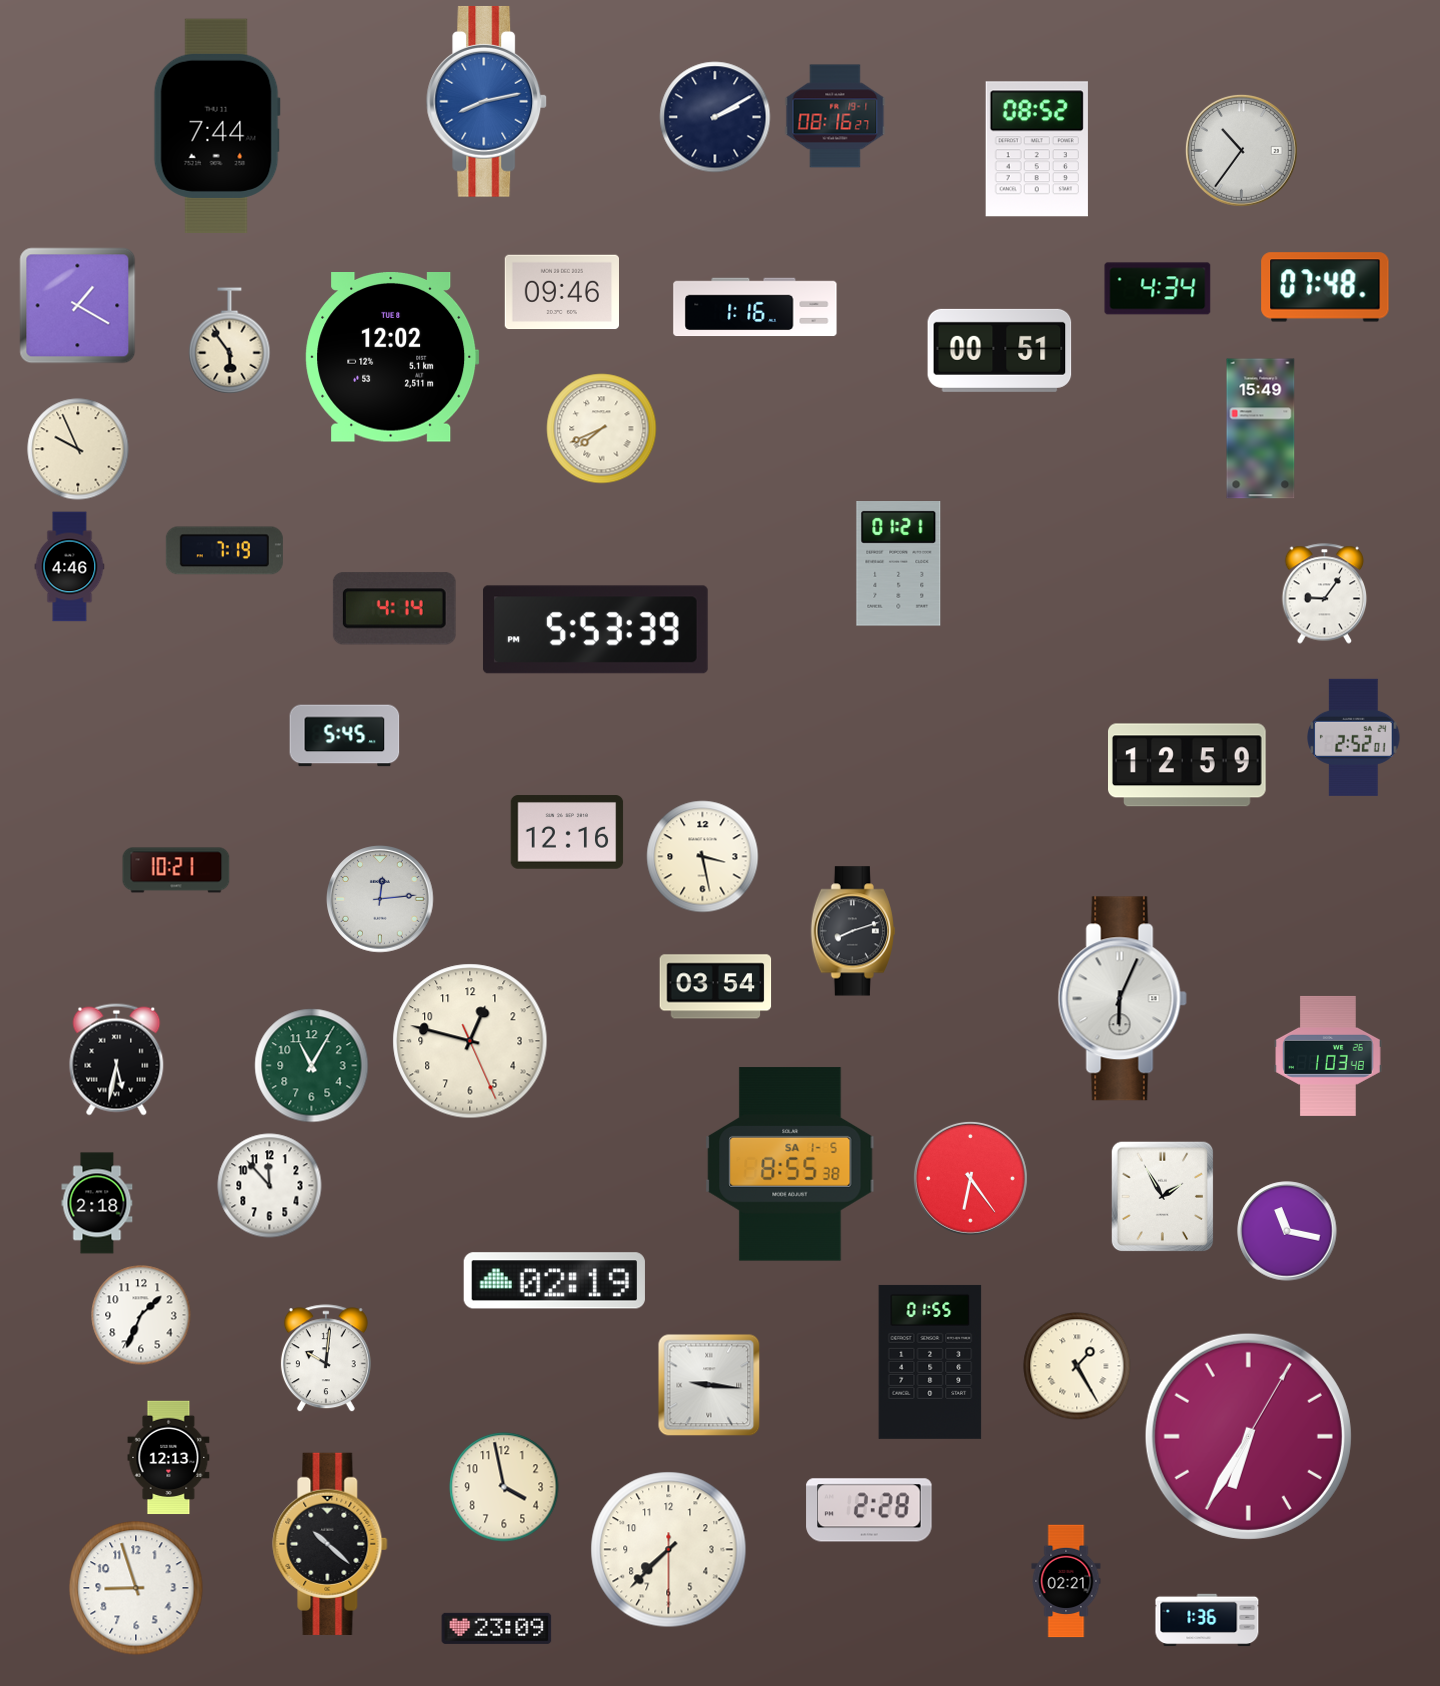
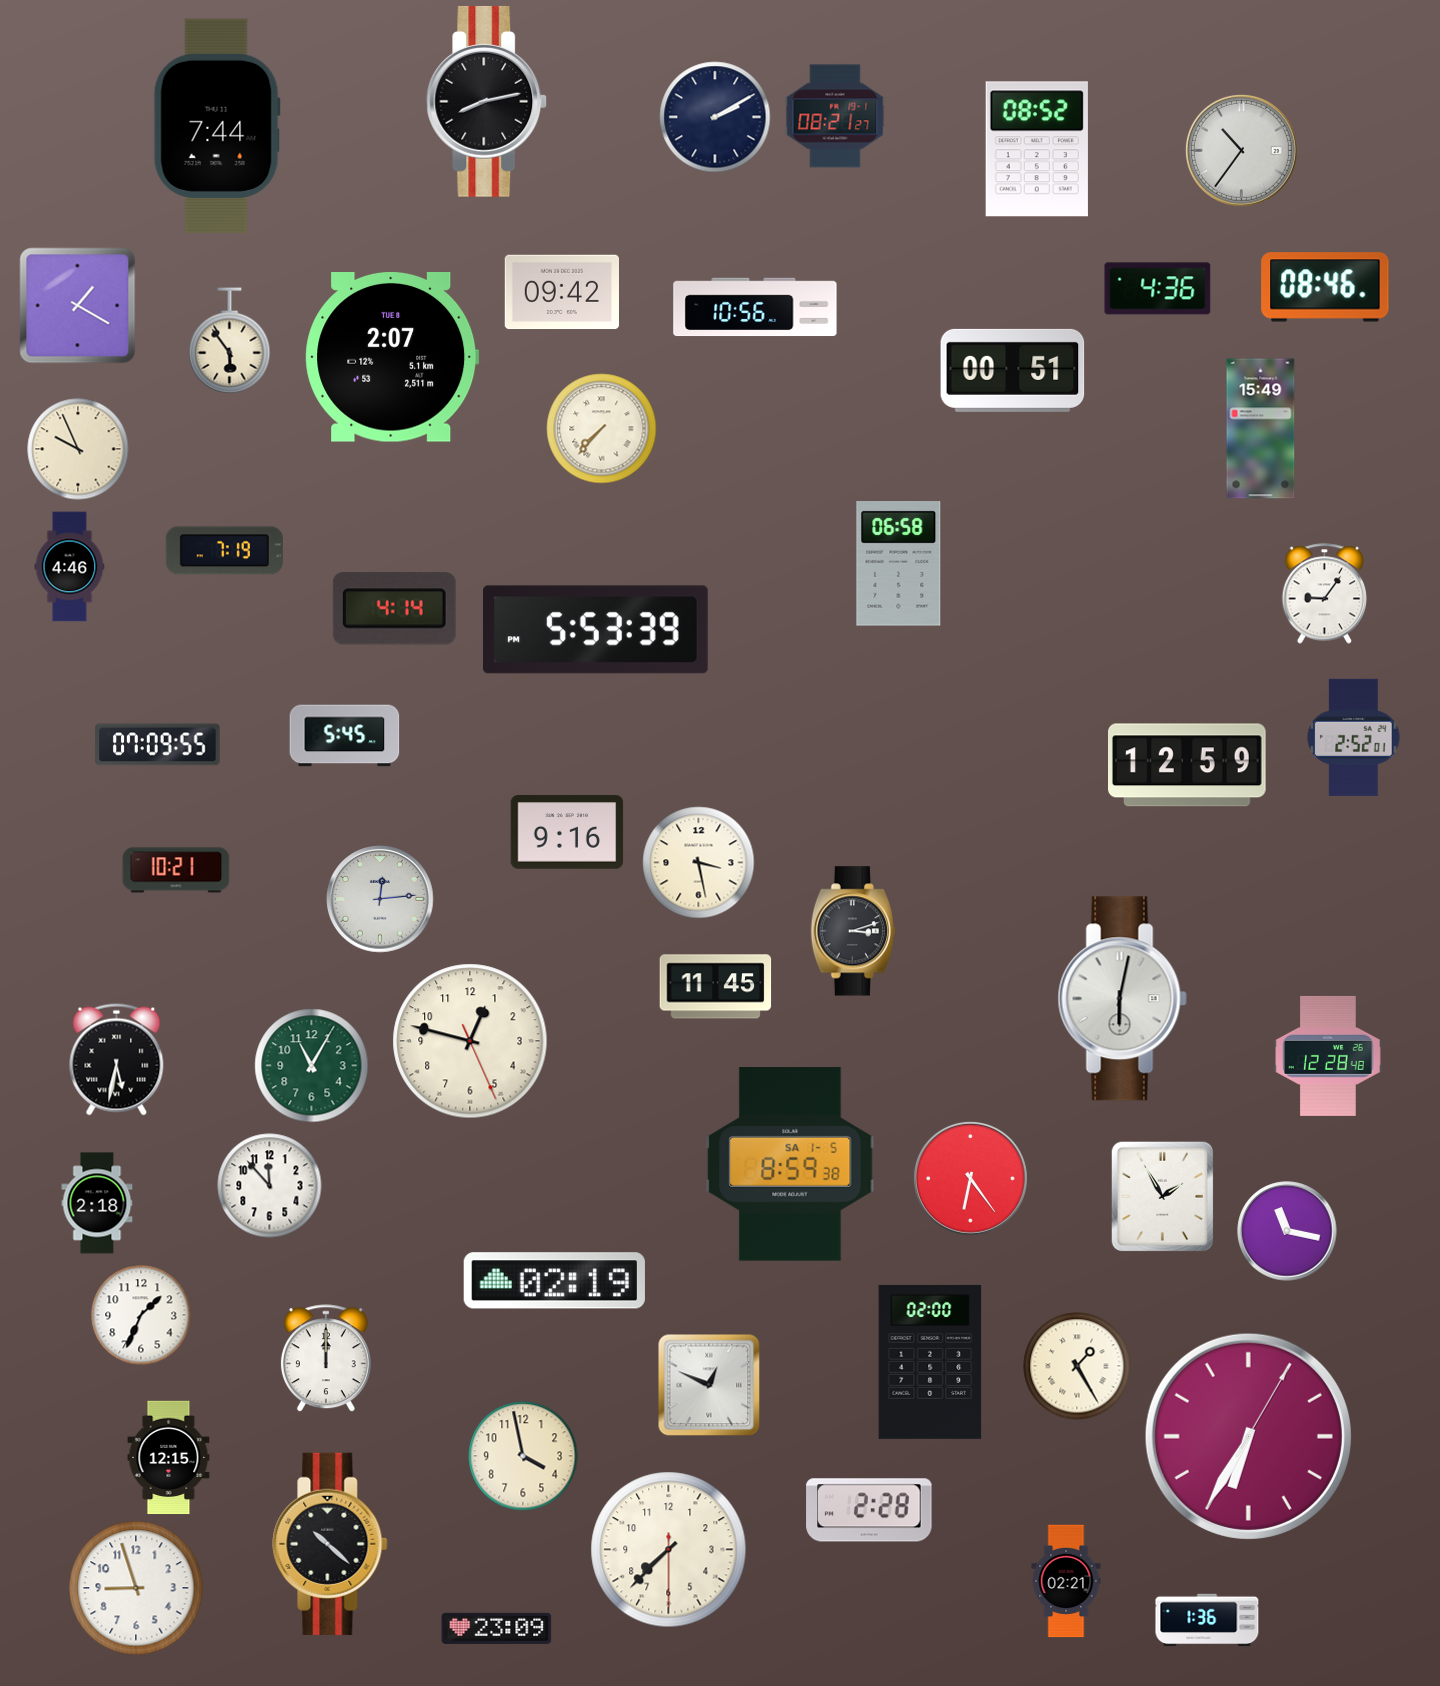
clock at (487, 101) dial: blue -> black
clock at (835, 116): 08:16 -> 08:21
clock at (1325, 287): 07:48 -> 08:46
clock at (1158, 289): 4:34 -> 4:36
clock at (561, 292): 09:46 -> 09:42
clock at (755, 307): 1:16 -> 10:56
clock at (1000, 350) position: (1000, 350) -> (1013, 370)
clock at (392, 358): 12:02 -> 2:07
clock at (602, 429): 7:41 -> 7:37
clock at (899, 564): 01:21 -> 06:58
clock at (158, 745): none -> 07:09
clock at (567, 832): 12:16 -> 9:16
clock at (703, 857) position: (703, 857) -> (699, 863)
clock at (853, 931): 8:12 -> 3:12
clock at (716, 987): 03:54 -> 11:45
clock at (1122, 999): 6:04 -> 6:02
clock at (1329, 1056): 1:03 -> 12:28
clock at (790, 1164): 8:55 -> 8:59
clock at (326, 1359): 10:01 -> 12:00
clock at (930, 1362): 01:55 -> 02:00
clock at (709, 1385): 9:16 -> 12:49
clock at (169, 1458): 12:13 -> 12:15
clock at (504, 1487) position: (504, 1487) -> (523, 1456)
